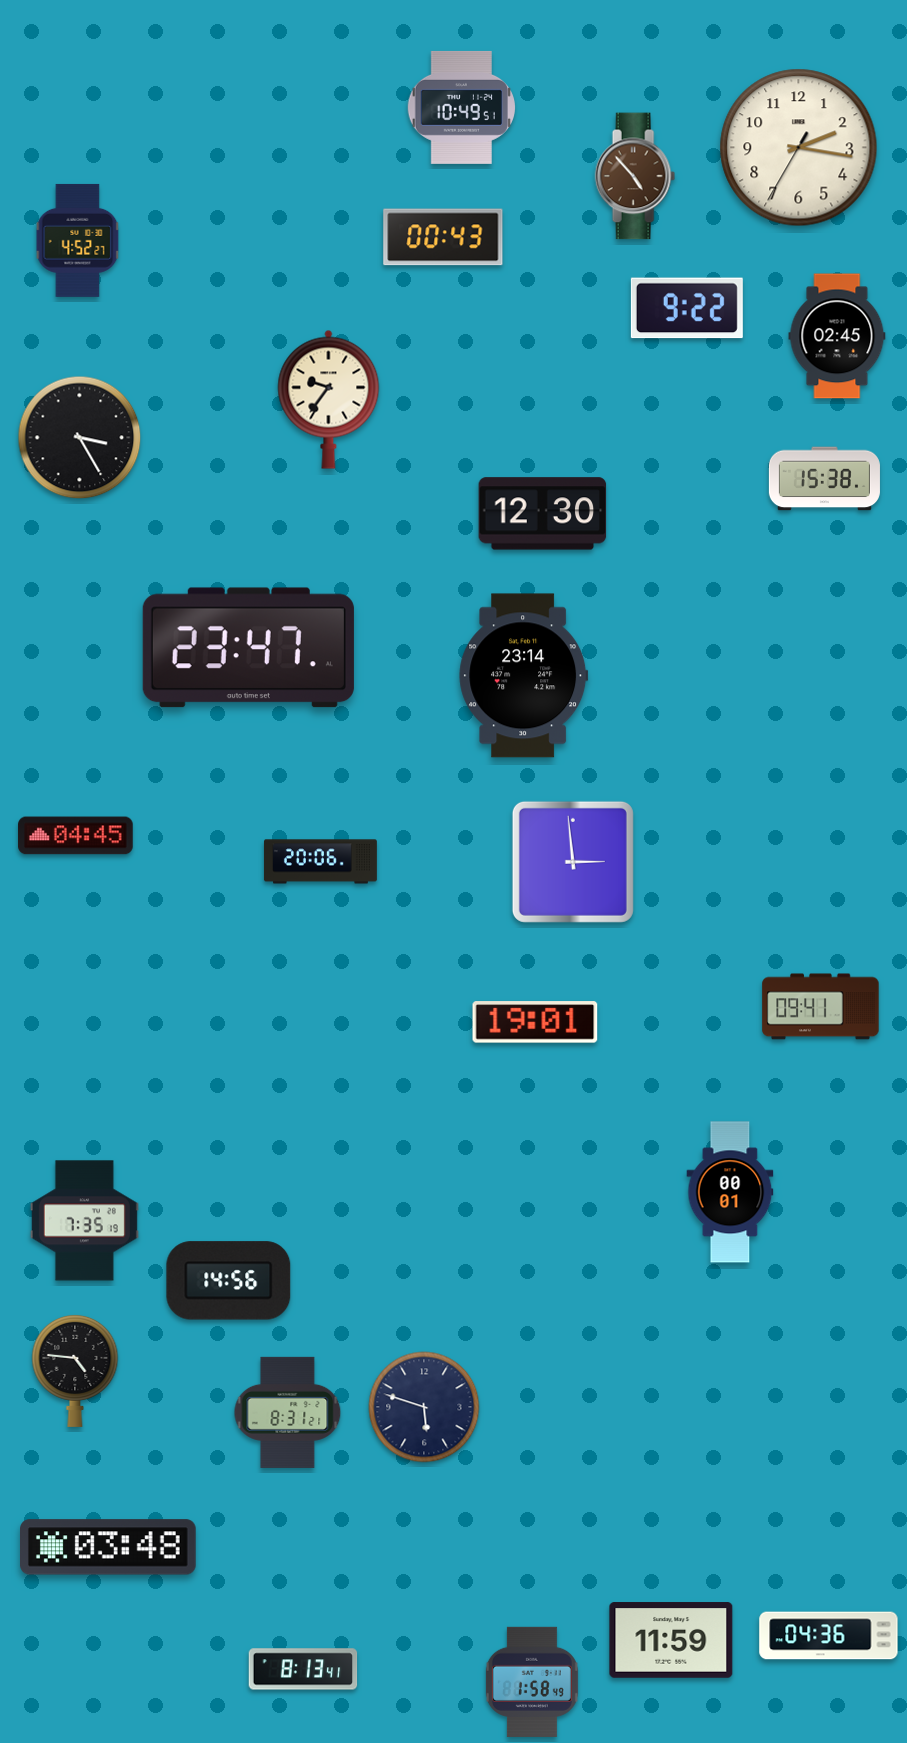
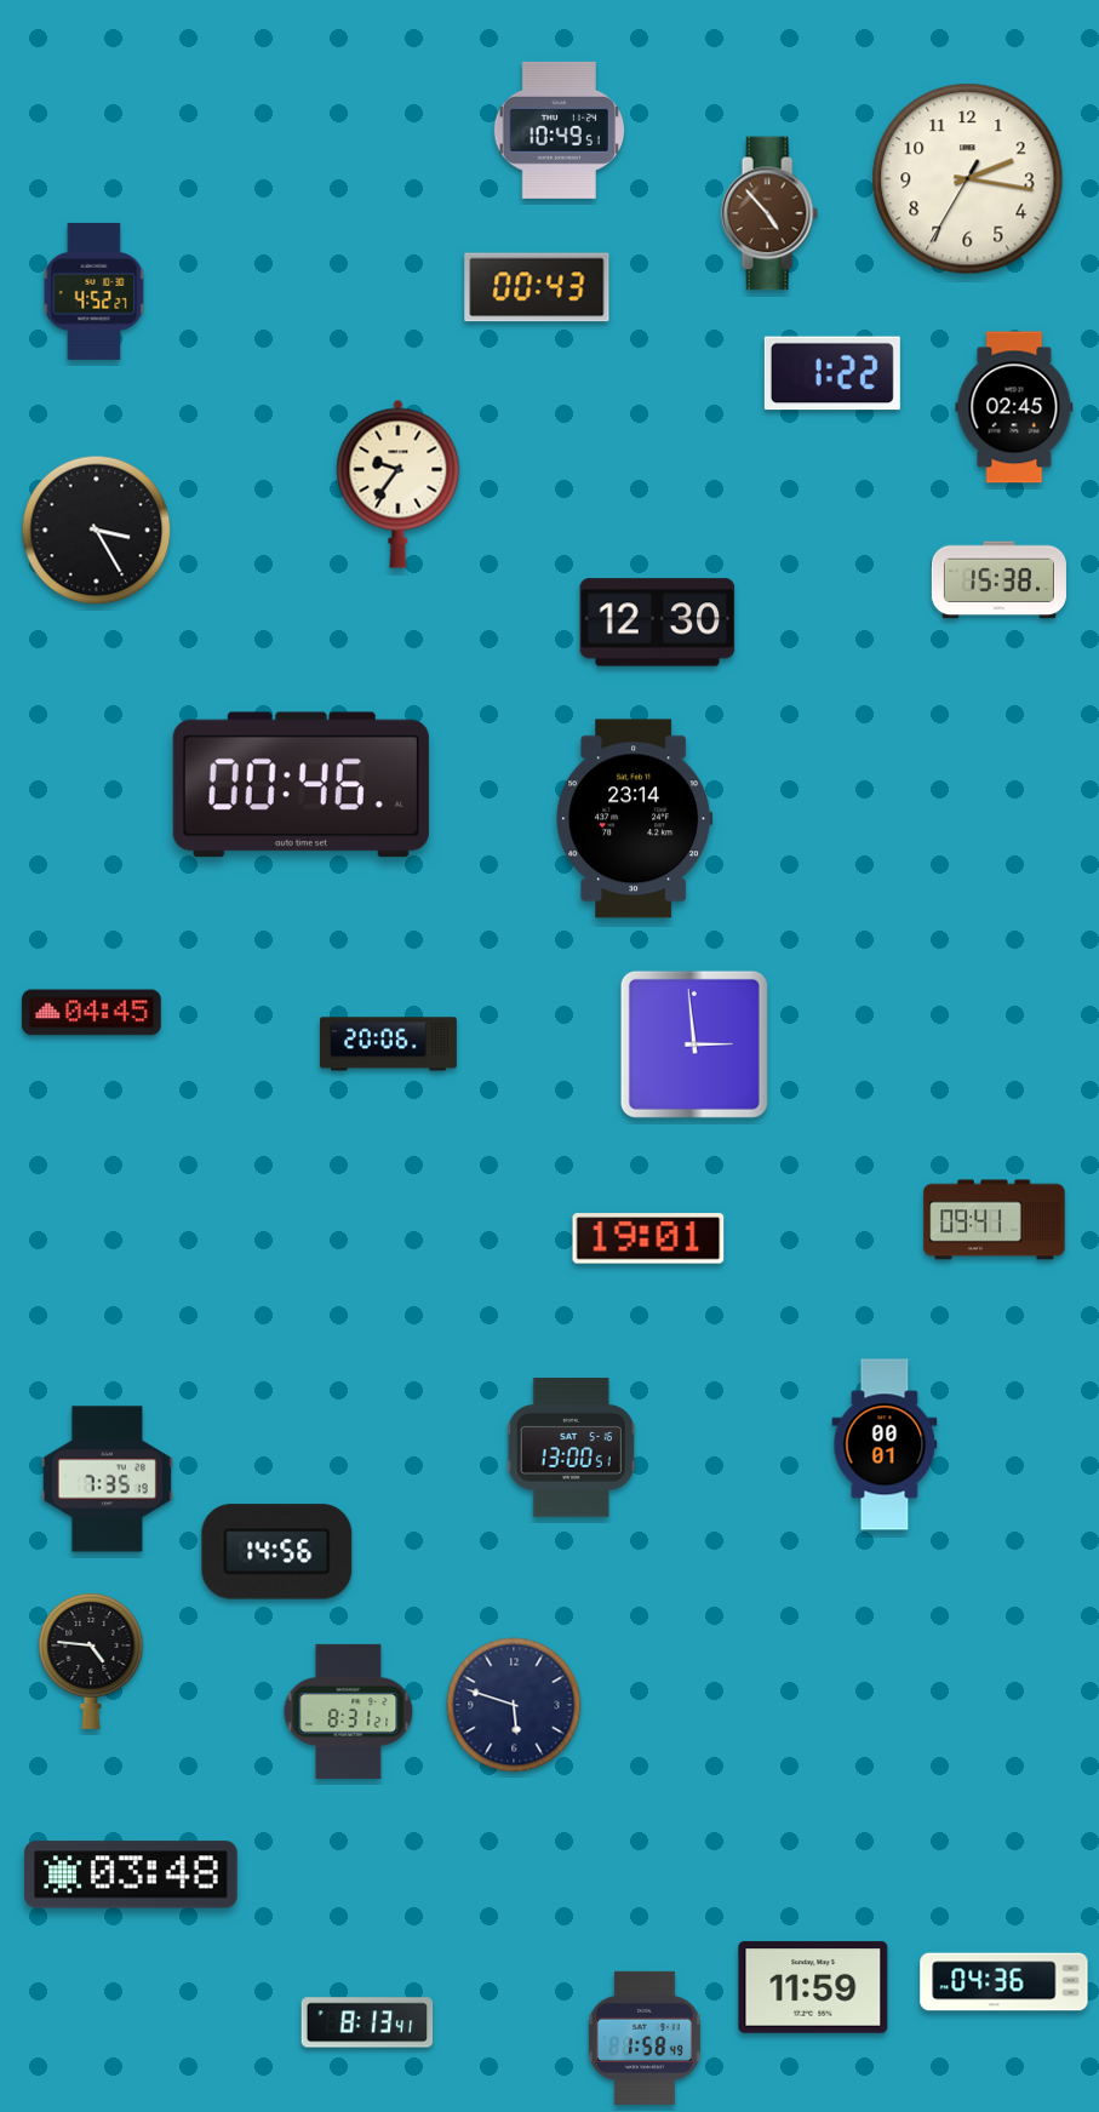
clock at (687, 308): 9:22 -> 1:22
clock at (248, 648): 23:47 -> 00:46
clock at (571, 1448): none -> 13:00
clock at (84, 1221) position: (84, 1221) -> (107, 1479)
